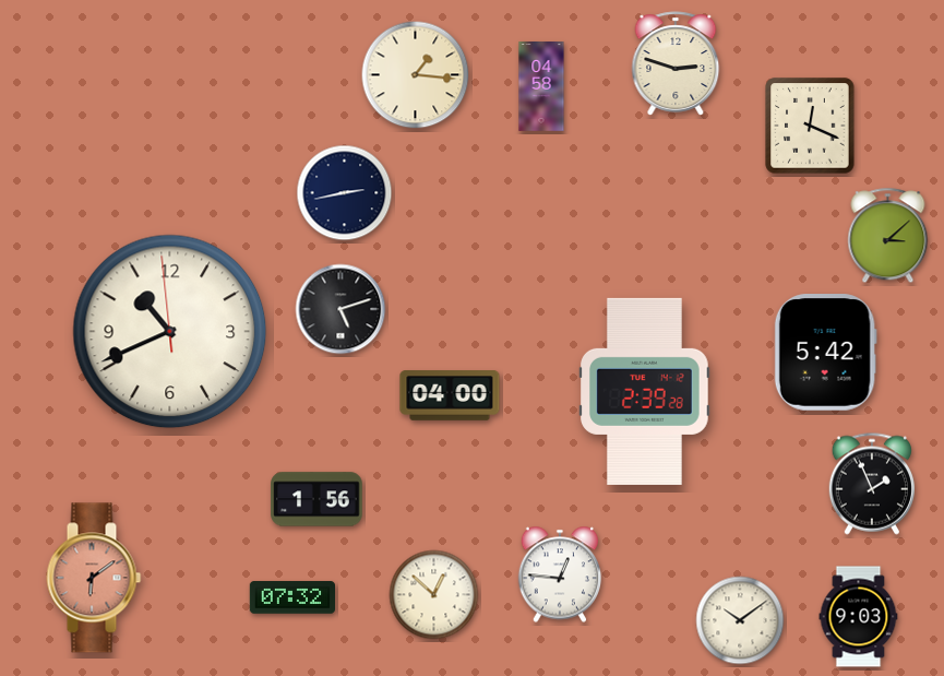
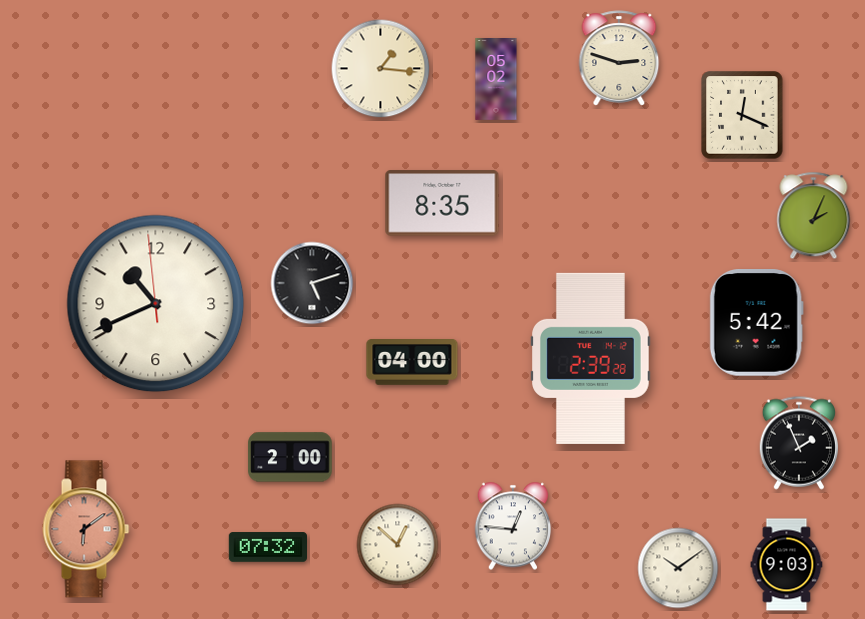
clock at (541, 87): 04:58 -> 05:02
clock at (345, 193): 2:43 -> none
clock at (442, 203): none -> 8:35
clock at (888, 236): 3:08 -> 2:04
clock at (316, 499): 1:56 -> 2:00
